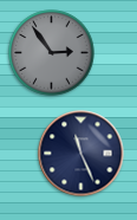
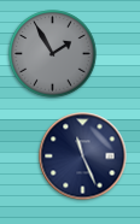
clock at (52, 53): 2:54 -> 1:55
